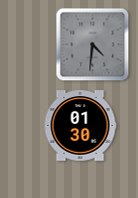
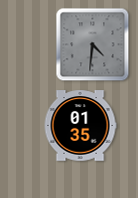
clock at (80, 126): 01:30 -> 01:35
